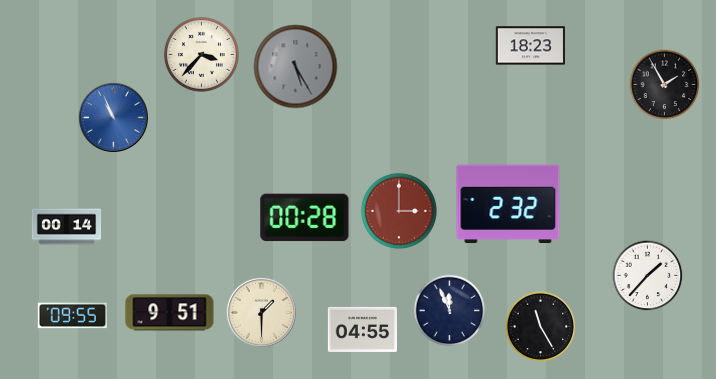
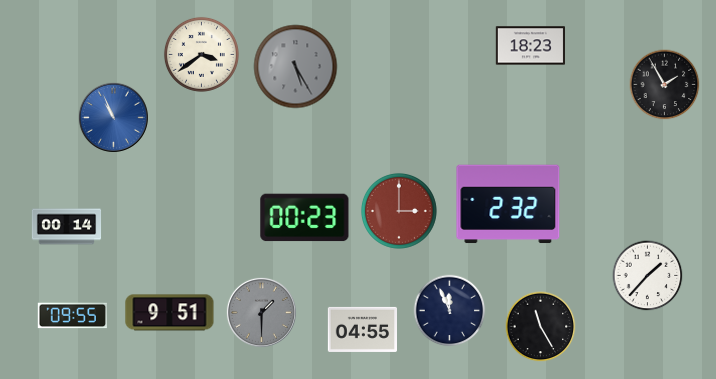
clock at (201, 54): 3:37 -> 3:39
clock at (305, 218): 00:28 -> 00:23
clock at (261, 312) dial: cream -> grey
